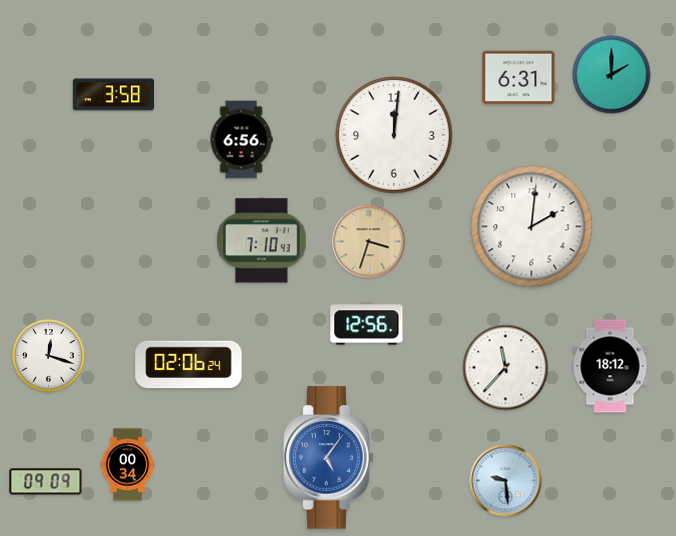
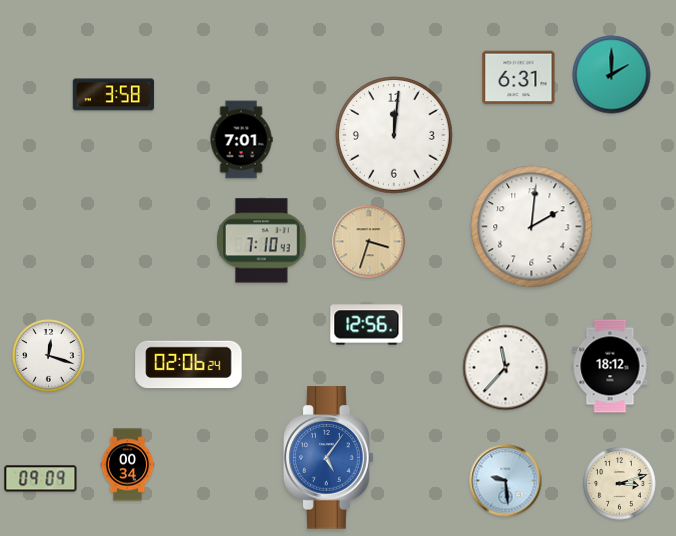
clock at (241, 140): 6:56 -> 7:01
clock at (46, 482) position: (46, 482) -> (41, 479)
clock at (620, 484): none -> 3:12
